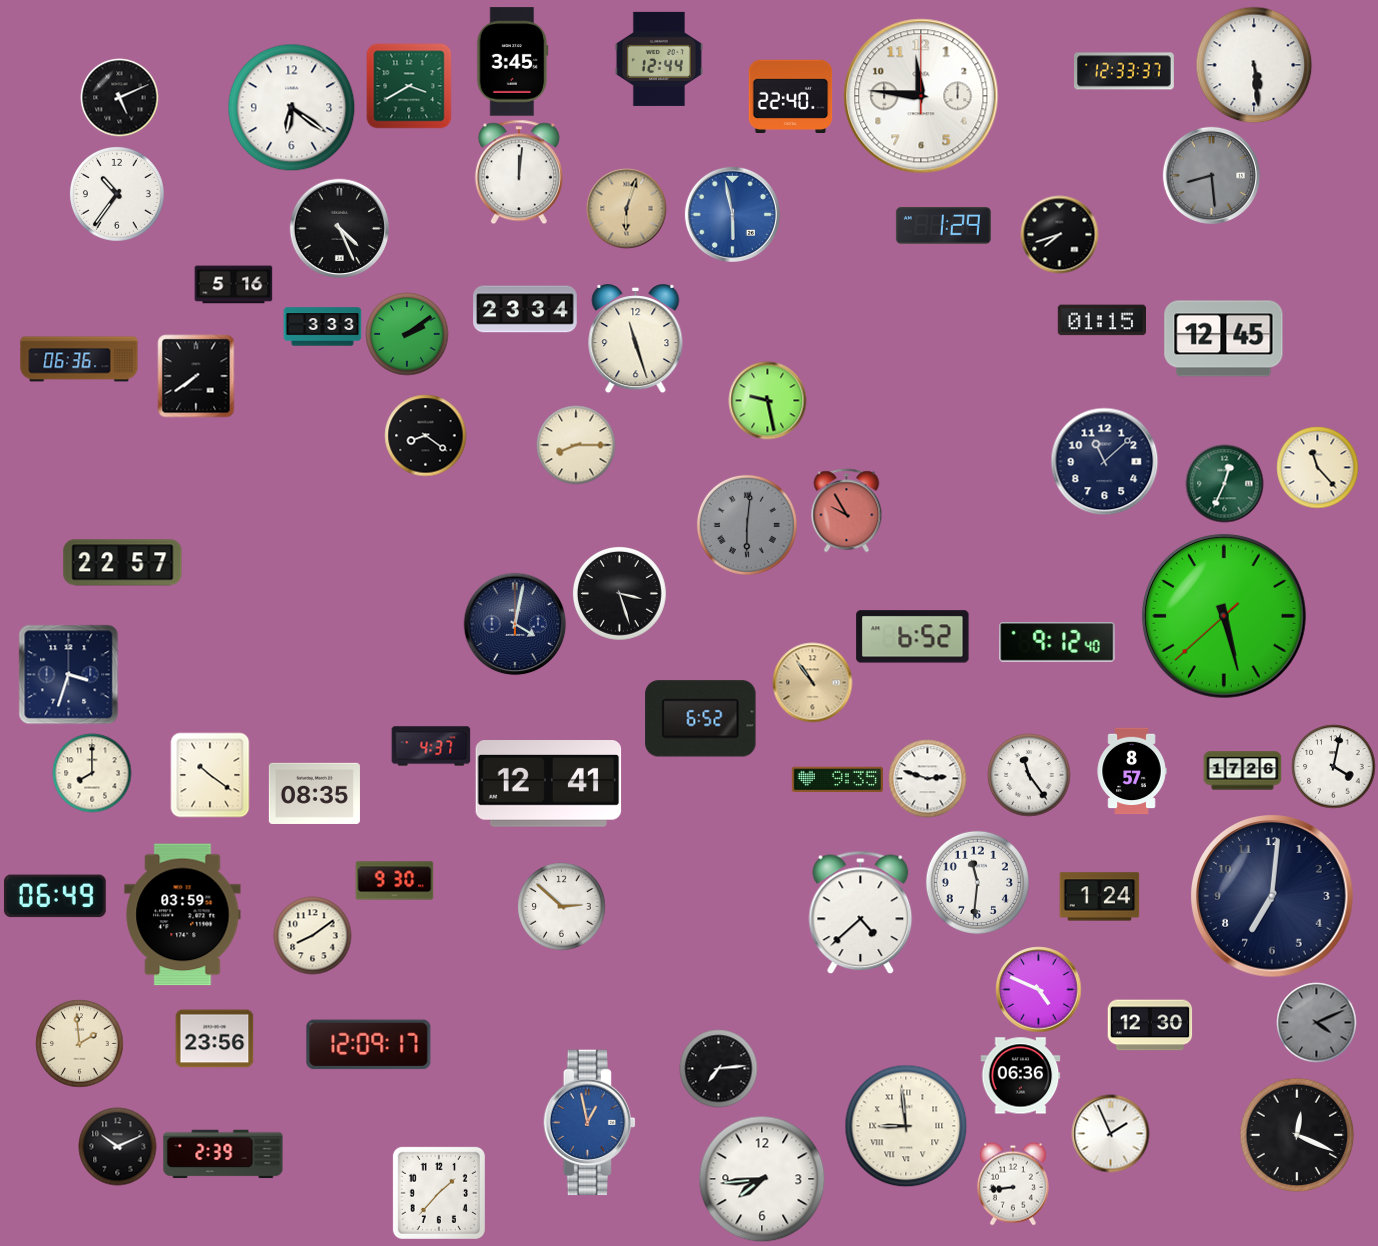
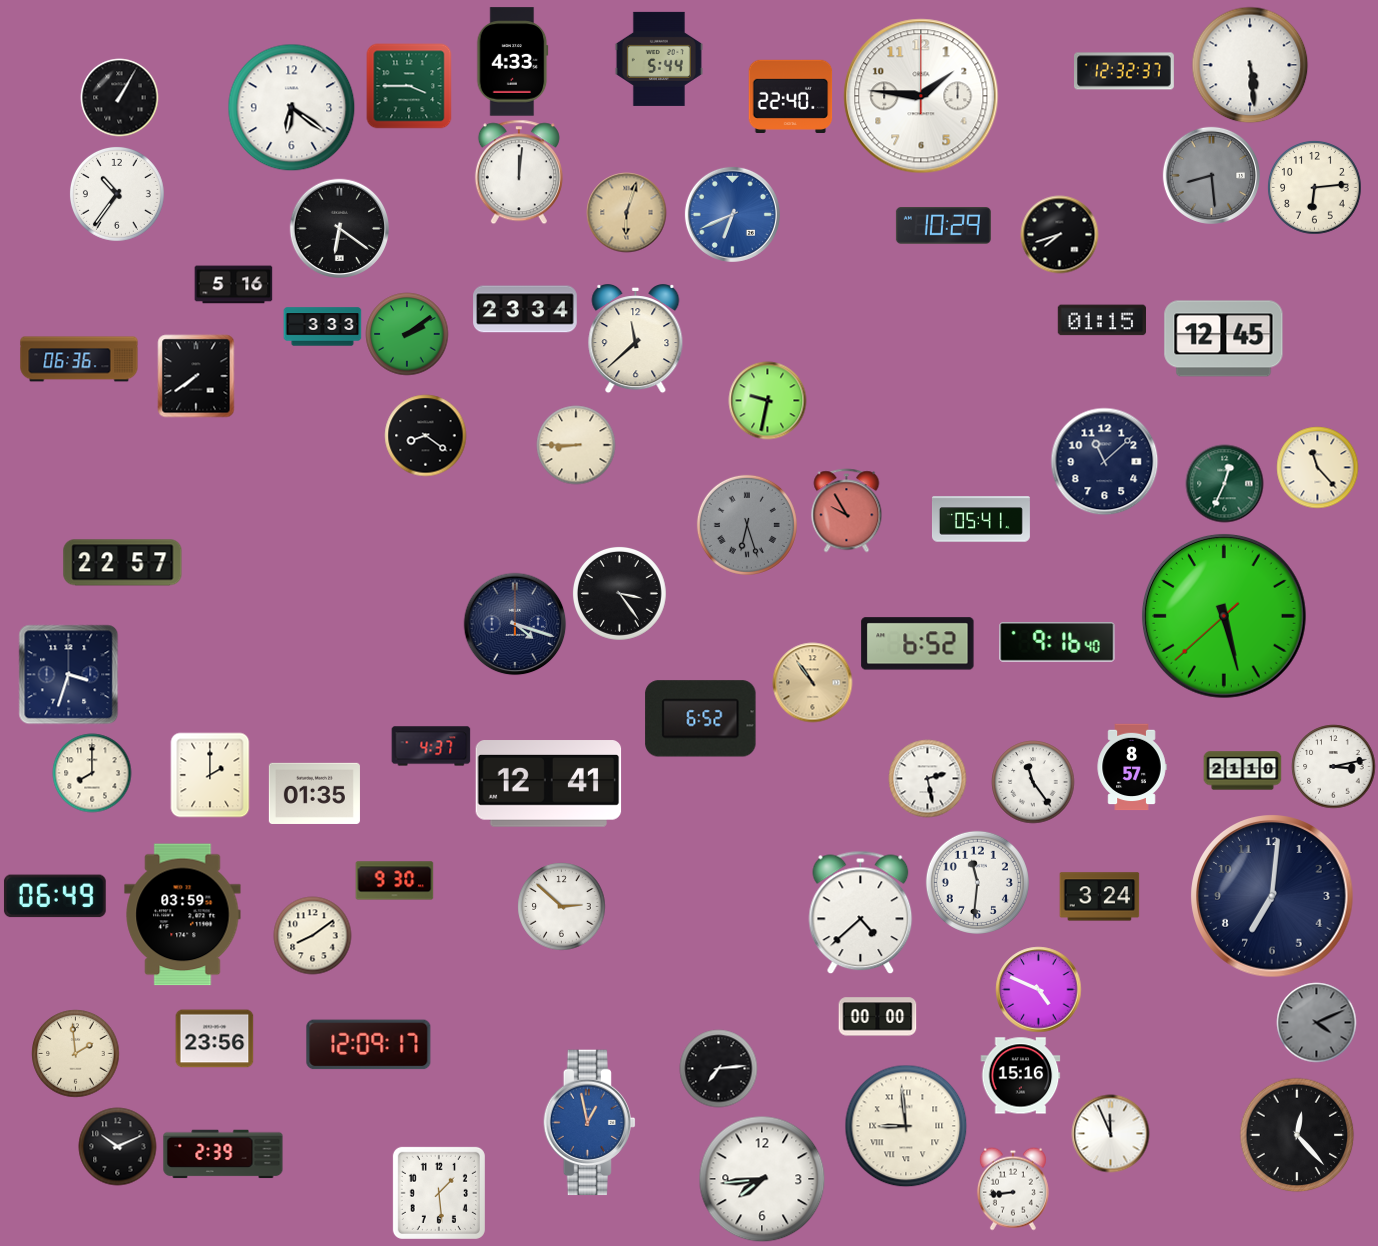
clock at (659, 59): 12:44 -> 5:44
clock at (513, 62): 3:45 -> 4:33
clock at (1254, 65) position: (1254, 65) -> (1250, 65)
clock at (1125, 71): 12:33 -> 12:32
clock at (409, 86): 3:40 -> 3:45
clock at (921, 96): 11:46 -> 1:46
clock at (119, 97): 5:11 -> 1:05
clock at (1314, 187): none -> 6:14
clock at (626, 208) position: (626, 208) -> (626, 212)
clock at (732, 214): 5:58 -> 6:41
clock at (943, 226): 1:29 -> 10:29
clock at (339, 228): 4:26 -> 6:21
clock at (636, 339): 11:27 -> 11:38
clock at (767, 400): 9:28 -> 9:32
clock at (576, 445): 8:15 -> 8:45
clock at (981, 519): none -> 05:41
clock at (747, 525): 6:01 -> 6:27
clock at (619, 593): 3:27 -> 3:24
clock at (515, 624): 4:02 -> 4:18
clock at (913, 637) position: (913, 637) -> (918, 644)
clock at (1057, 643): 9:12 -> 9:16
clock at (1333, 766): 4:02 -> 3:13
clock at (1132, 771) position: (1132, 771) -> (1132, 767)
clock at (1242, 771): 17:26 -> 21:10
clock at (210, 775): 10:21 -> 2:00
clock at (1029, 775) position: (1029, 775) -> (1033, 782)
clock at (927, 778): 2:48 -> 2:28
clock at (837, 780): 9:35 -> none
clock at (314, 793): 08:35 -> 01:35
clock at (1099, 897): 1:24 -> 3:24
clock at (877, 1017): none -> 00:00
clock at (1150, 1025): 12:30 -> none
clock at (79, 1043) position: (79, 1043) -> (75, 1053)
clock at (1020, 1076): 06:36 -> 15:16
clock at (1110, 1133): 1:56 -> 11:56
clock at (1297, 1135): 12:19 -> 12:23
clock at (1013, 1184) position: (1013, 1184) -> (1013, 1189)
clock at (439, 1193): 1:37 -> 1:29
